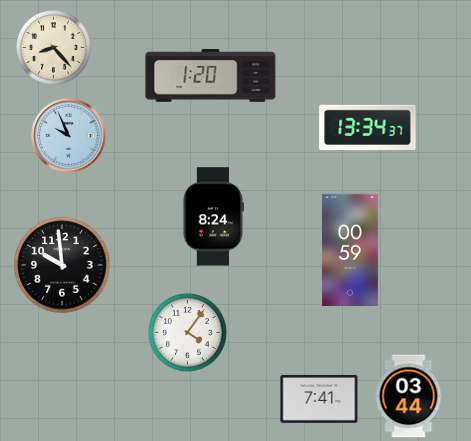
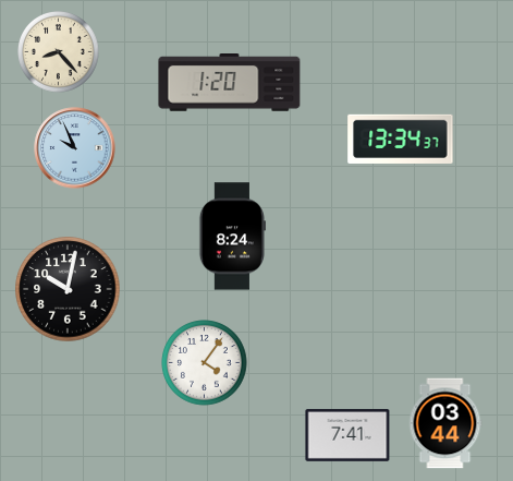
clock at (350, 250): 00:59 -> none
clock at (62, 265): 9:59 -> 10:02
clock at (409, 396) position: (409, 396) -> (445, 423)
